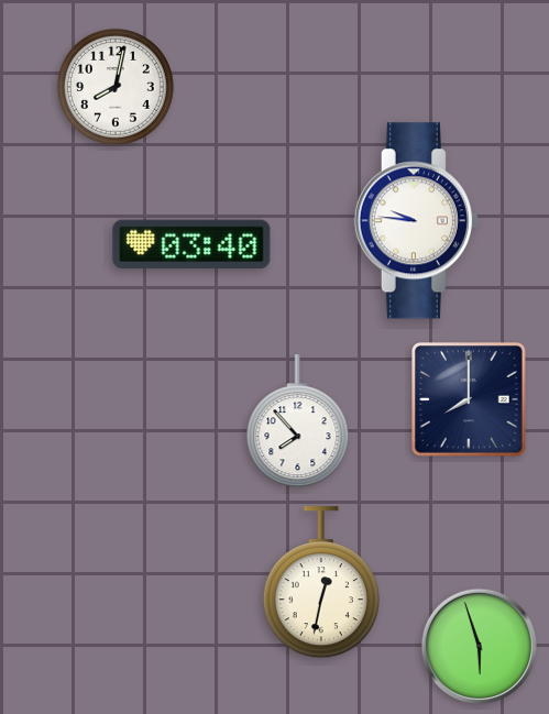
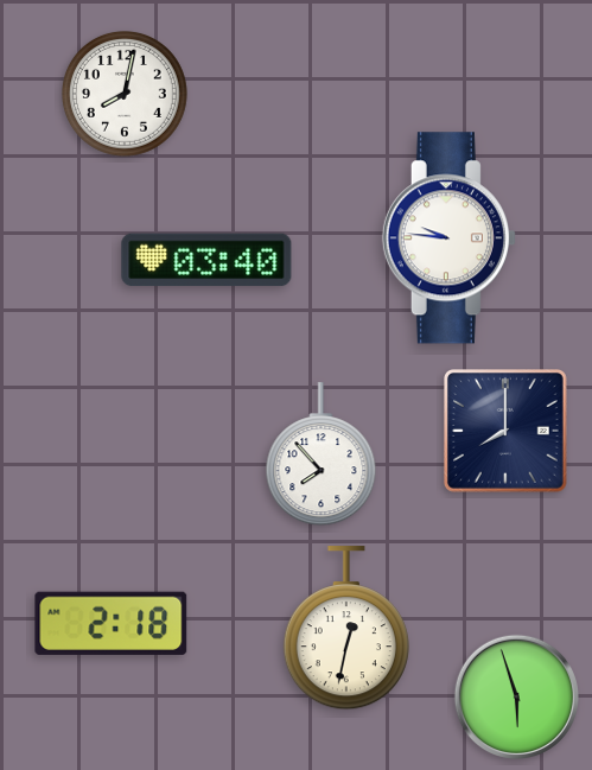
clock at (191, 244) position: (191, 244) -> (206, 260)
clock at (112, 623): none -> 2:18
